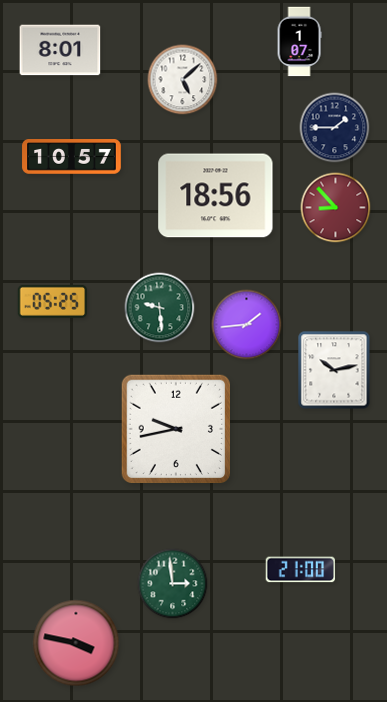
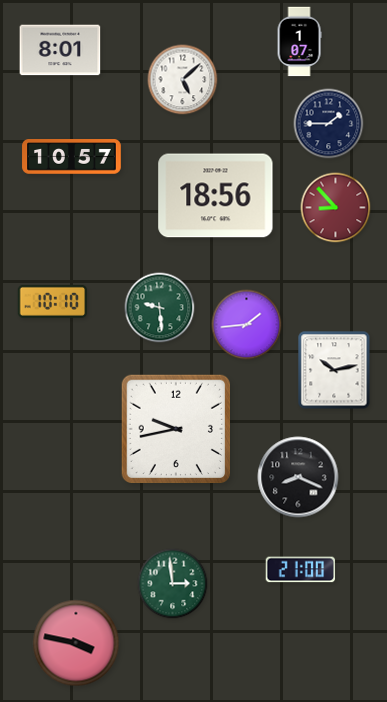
clock at (335, 128) position: (335, 128) -> (329, 124)
clock at (53, 301): 05:25 -> 10:10
clock at (298, 477): none -> 8:19
